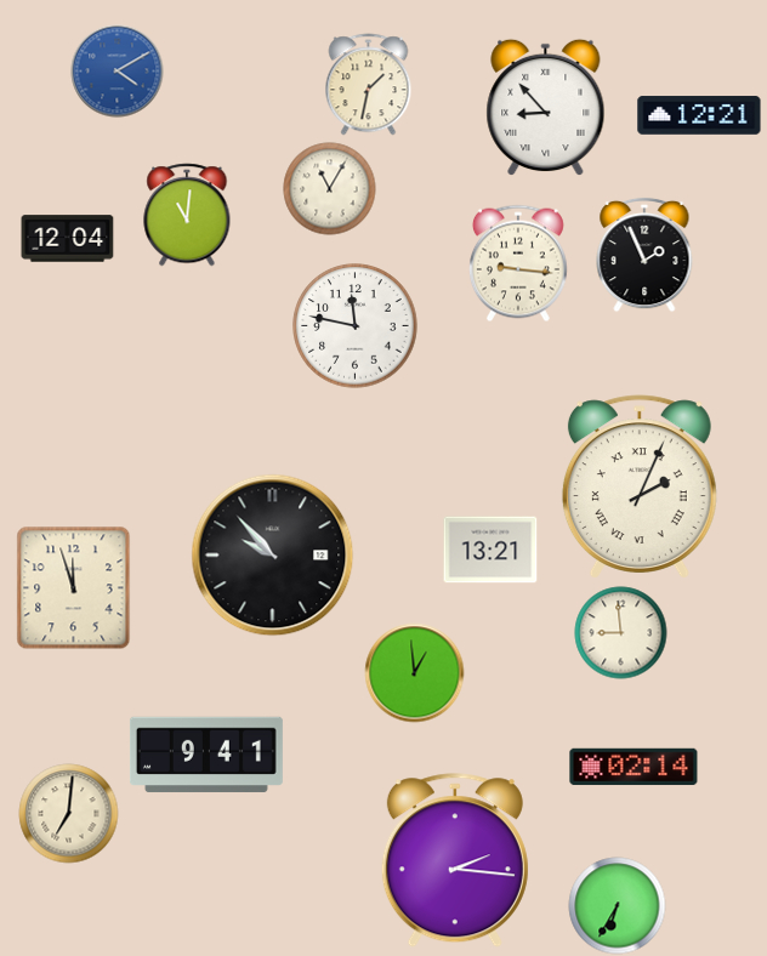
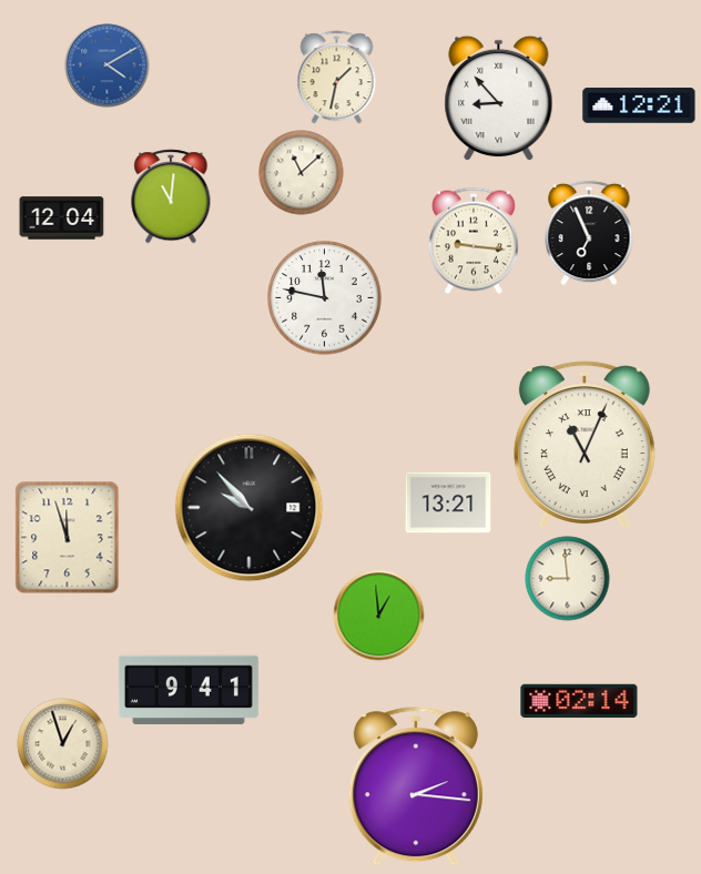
clock at (330, 189): 11:05 -> 11:08
clock at (644, 255): 1:56 -> 6:56
clock at (640, 486): 2:04 -> 11:04
clock at (69, 814): 7:01 -> 12:57
clock at (618, 906): 6:35 -> none
